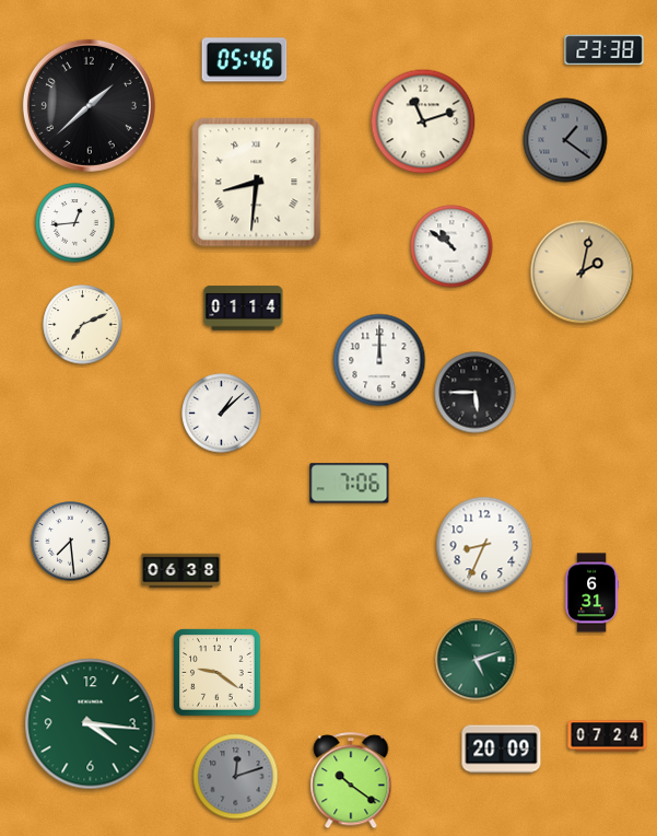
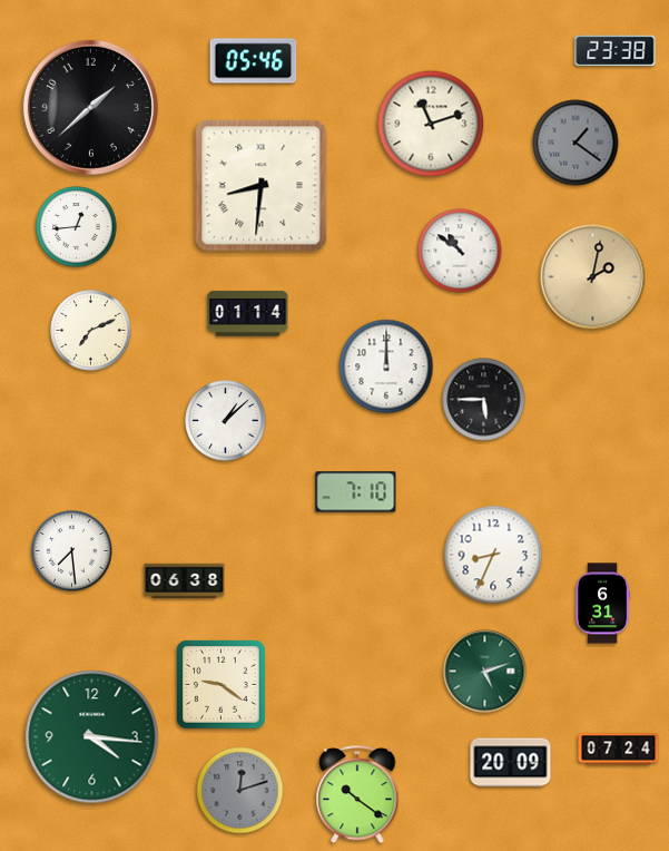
clock at (245, 60) position: (245, 60) -> (254, 61)
clock at (83, 325) position: (83, 325) -> (91, 331)
clock at (350, 484): 7:06 -> 7:10
